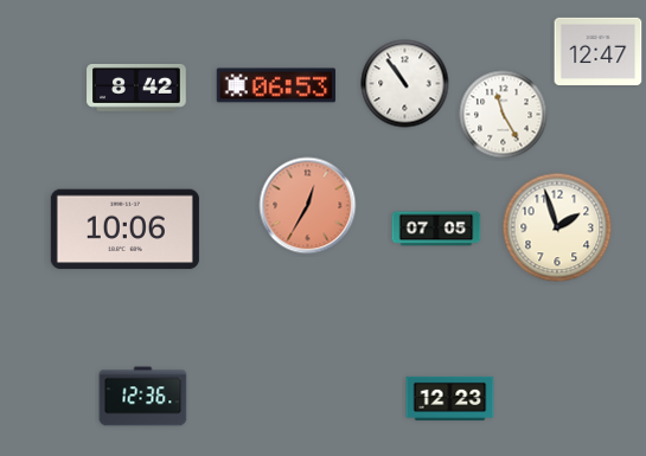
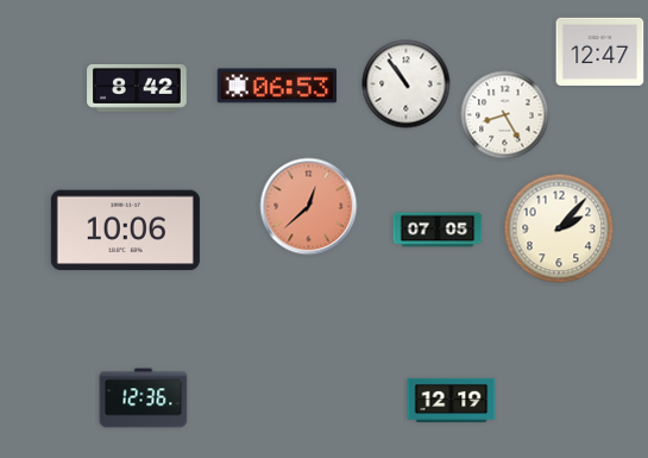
clock at (504, 115): 11:25 -> 8:25
clock at (308, 206): 12:35 -> 12:38
clock at (557, 227): 1:57 -> 2:07
clock at (450, 398): 12:23 -> 12:19
